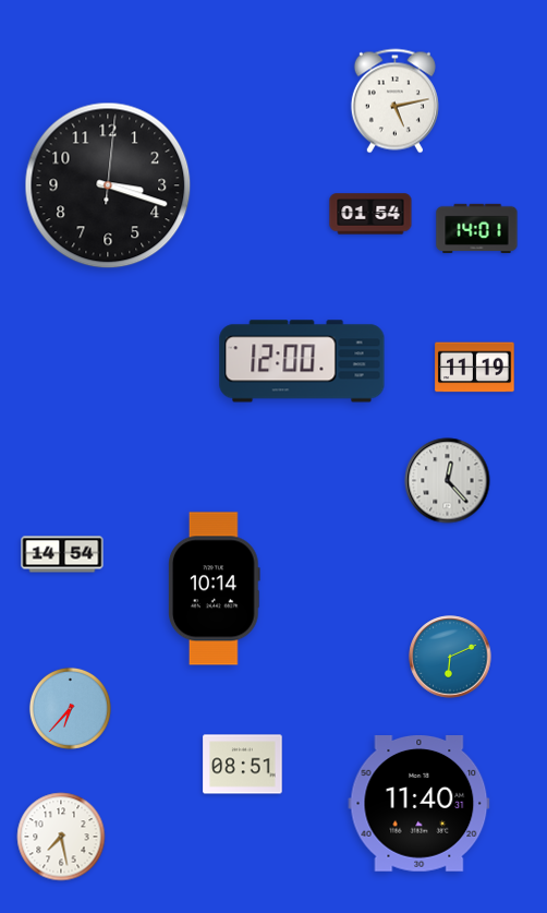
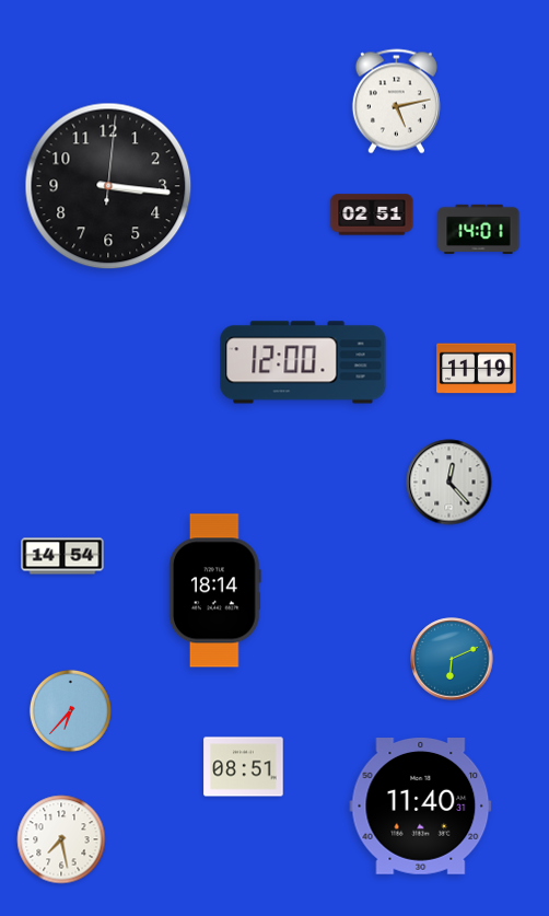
clock at (108, 185): 3:18 -> 3:16
clock at (370, 214): 01:54 -> 02:51
clock at (214, 589): 10:14 -> 18:14
